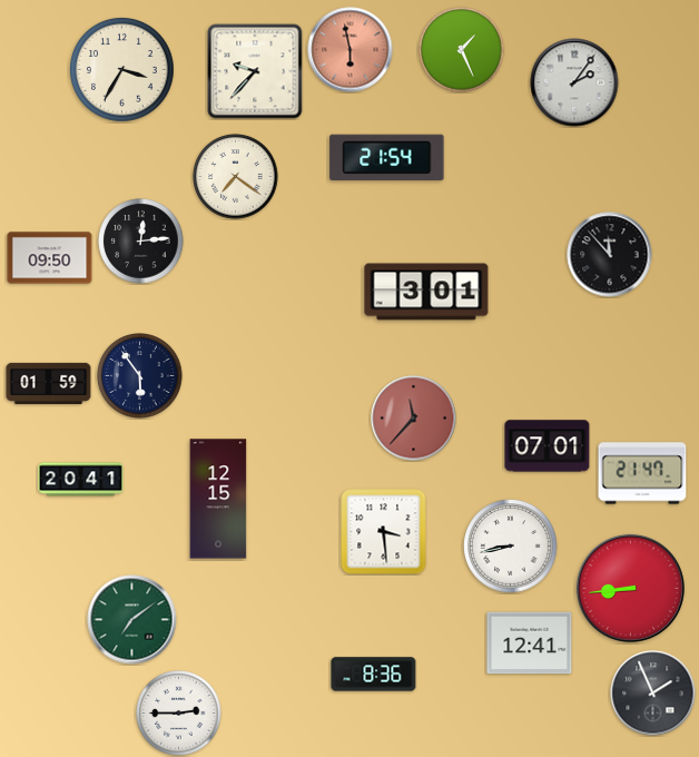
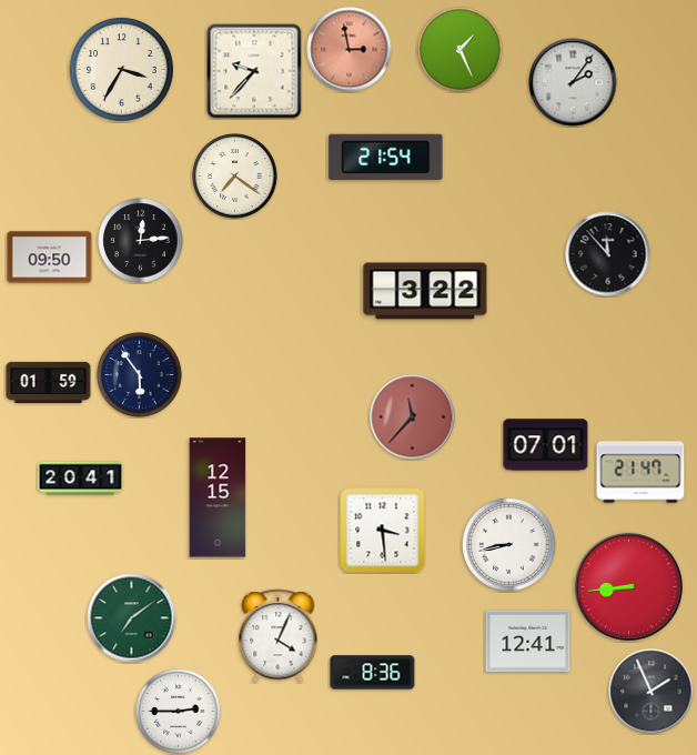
clock at (351, 50): 5:58 -> 2:58
clock at (426, 292): 3:01 -> 3:22
clock at (279, 636): none -> 4:04
